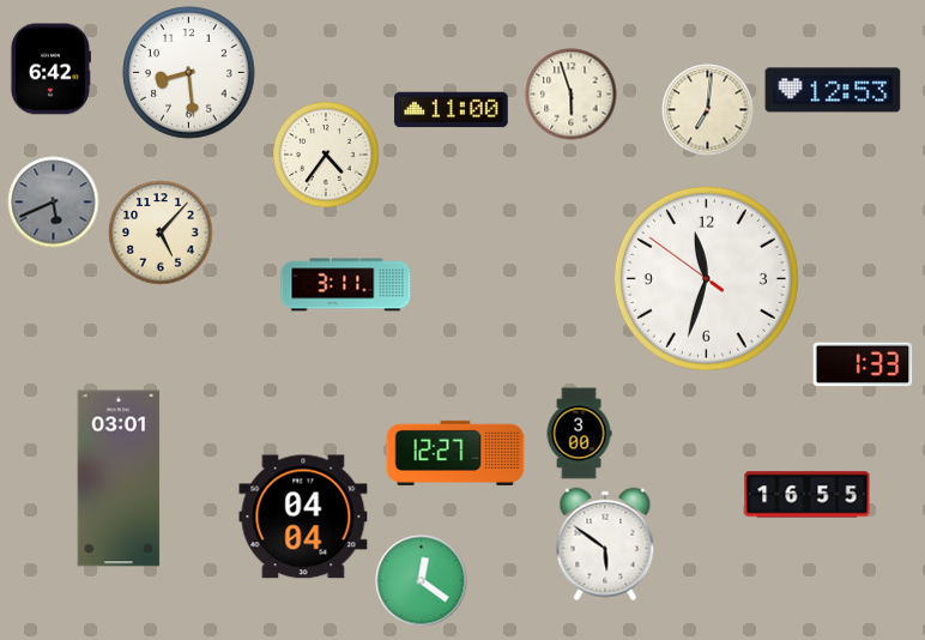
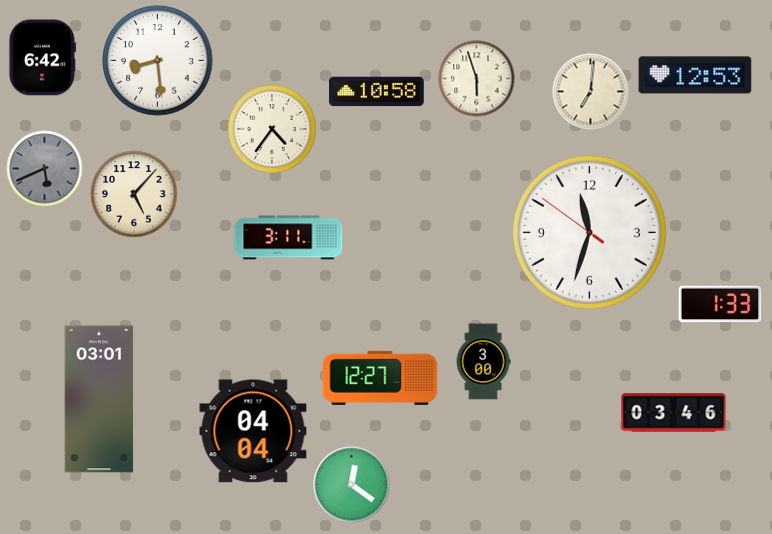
clock at (452, 110): 11:00 -> 10:58
clock at (808, 495): 16:55 -> 03:46
clock at (605, 544): 5:51 -> none
